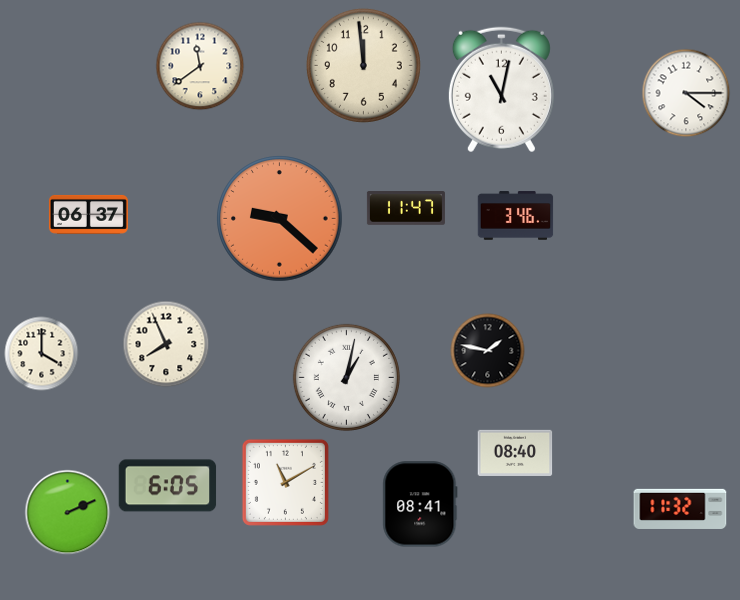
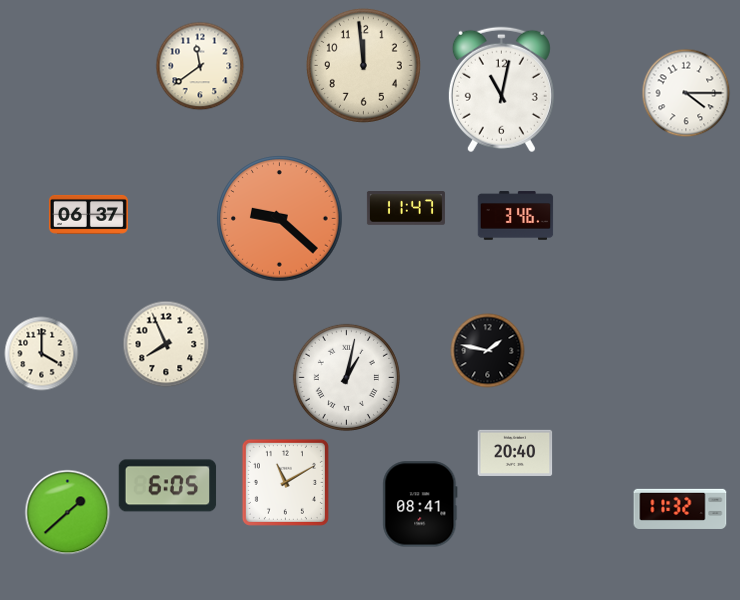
clock at (515, 453): 08:40 -> 20:40
clock at (68, 513): 2:11 -> 1:38
